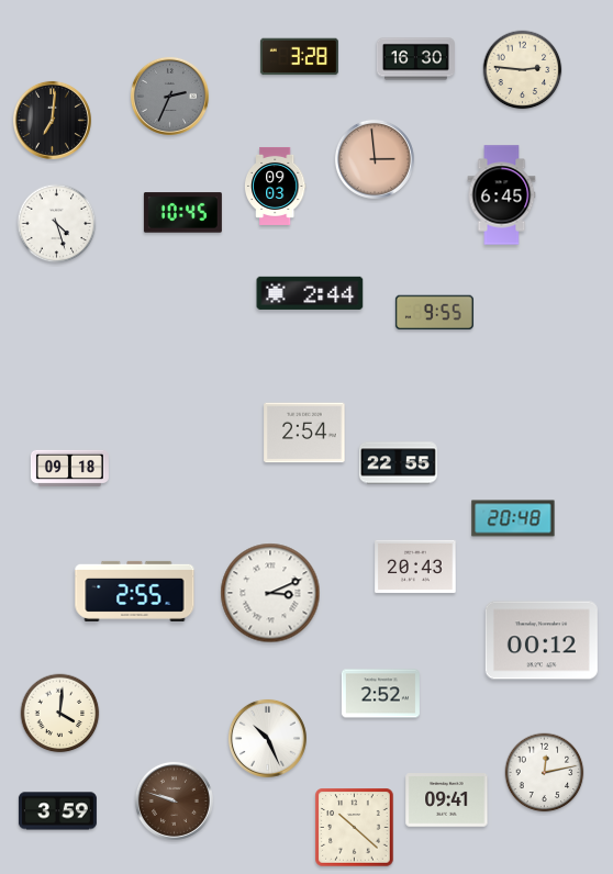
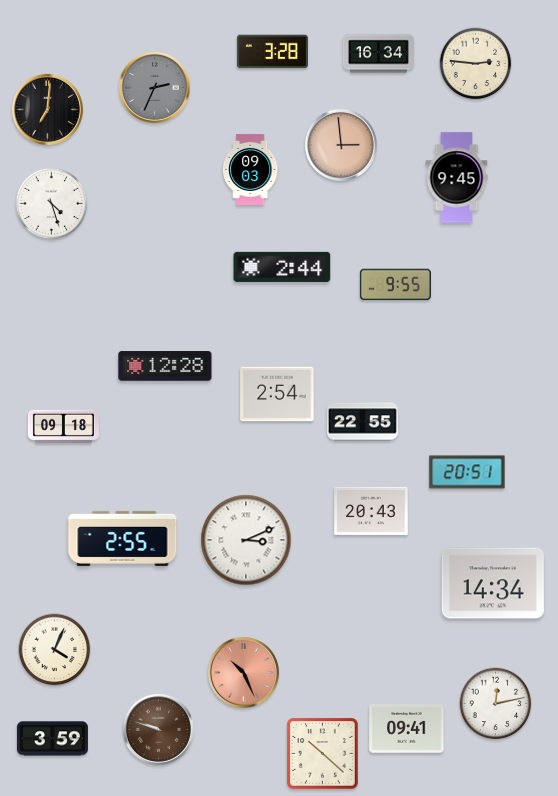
clock at (415, 59): 16:30 -> 16:34
clock at (502, 195): 6:45 -> 9:45
clock at (182, 213): 10:45 -> none
clock at (165, 366): none -> 12:28
clock at (513, 518): 20:48 -> 20:51
clock at (415, 567) position: (415, 567) -> (371, 511)
clock at (542, 640): 00:12 -> 14:34
clock at (380, 694): 2:52 -> none
clock at (60, 714): 4:01 -> 4:04
clock at (267, 738) dial: white -> salmon
